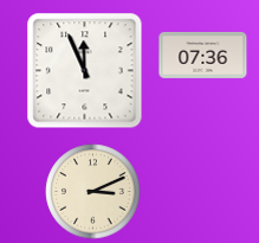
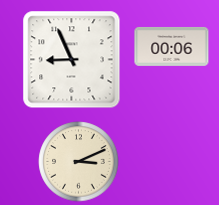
clock at (203, 55): 07:36 -> 00:06
clock at (85, 71): 11:56 -> 8:56
